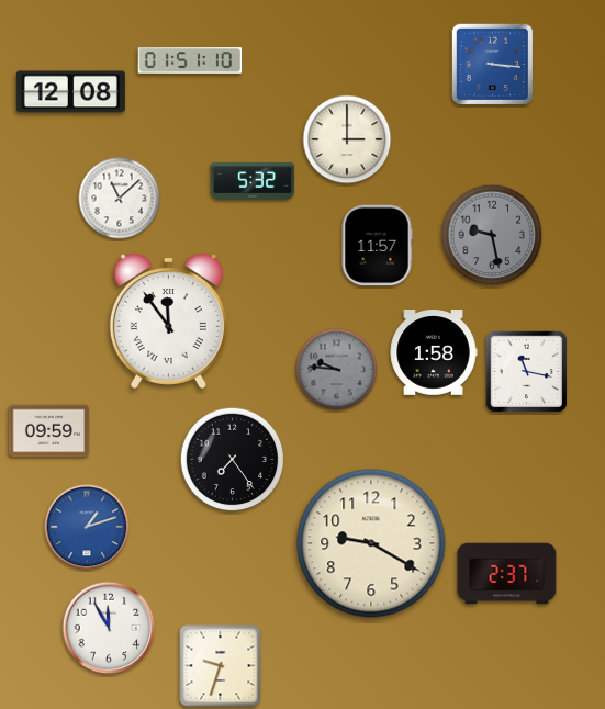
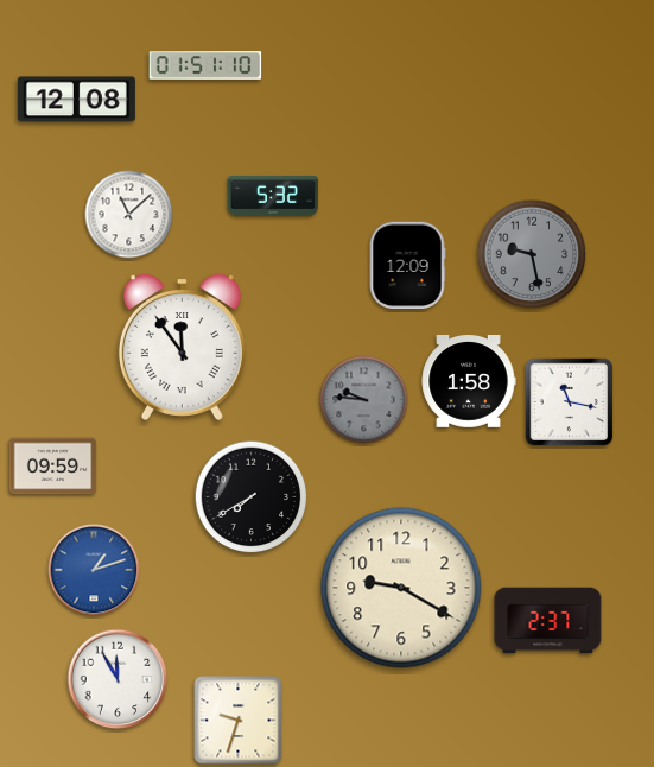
clock at (493, 65): 3:16 -> none
clock at (347, 139): 3:00 -> none
clock at (377, 246): 11:57 -> 12:09
clock at (233, 460): 7:24 -> 7:40
